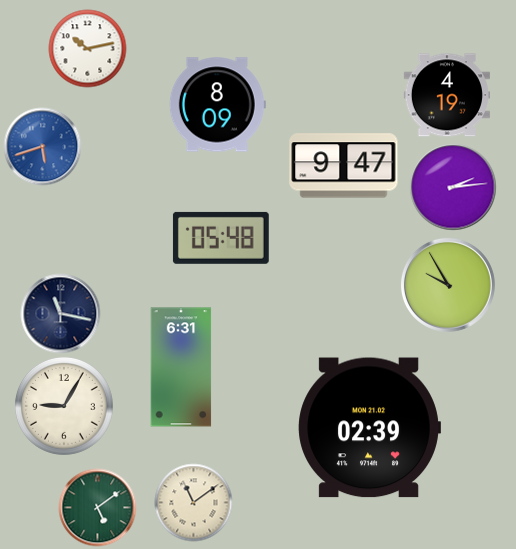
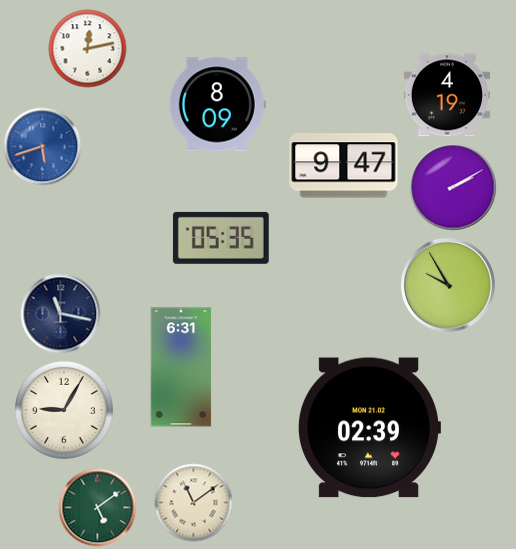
clock at (87, 48): 10:13 -> 12:13
clock at (453, 187): 2:14 -> 2:10
clock at (221, 238): 05:48 -> 05:35
clock at (64, 406) position: (64, 406) -> (64, 410)
